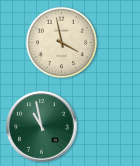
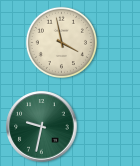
clock at (42, 127): 10:58 -> 9:32
